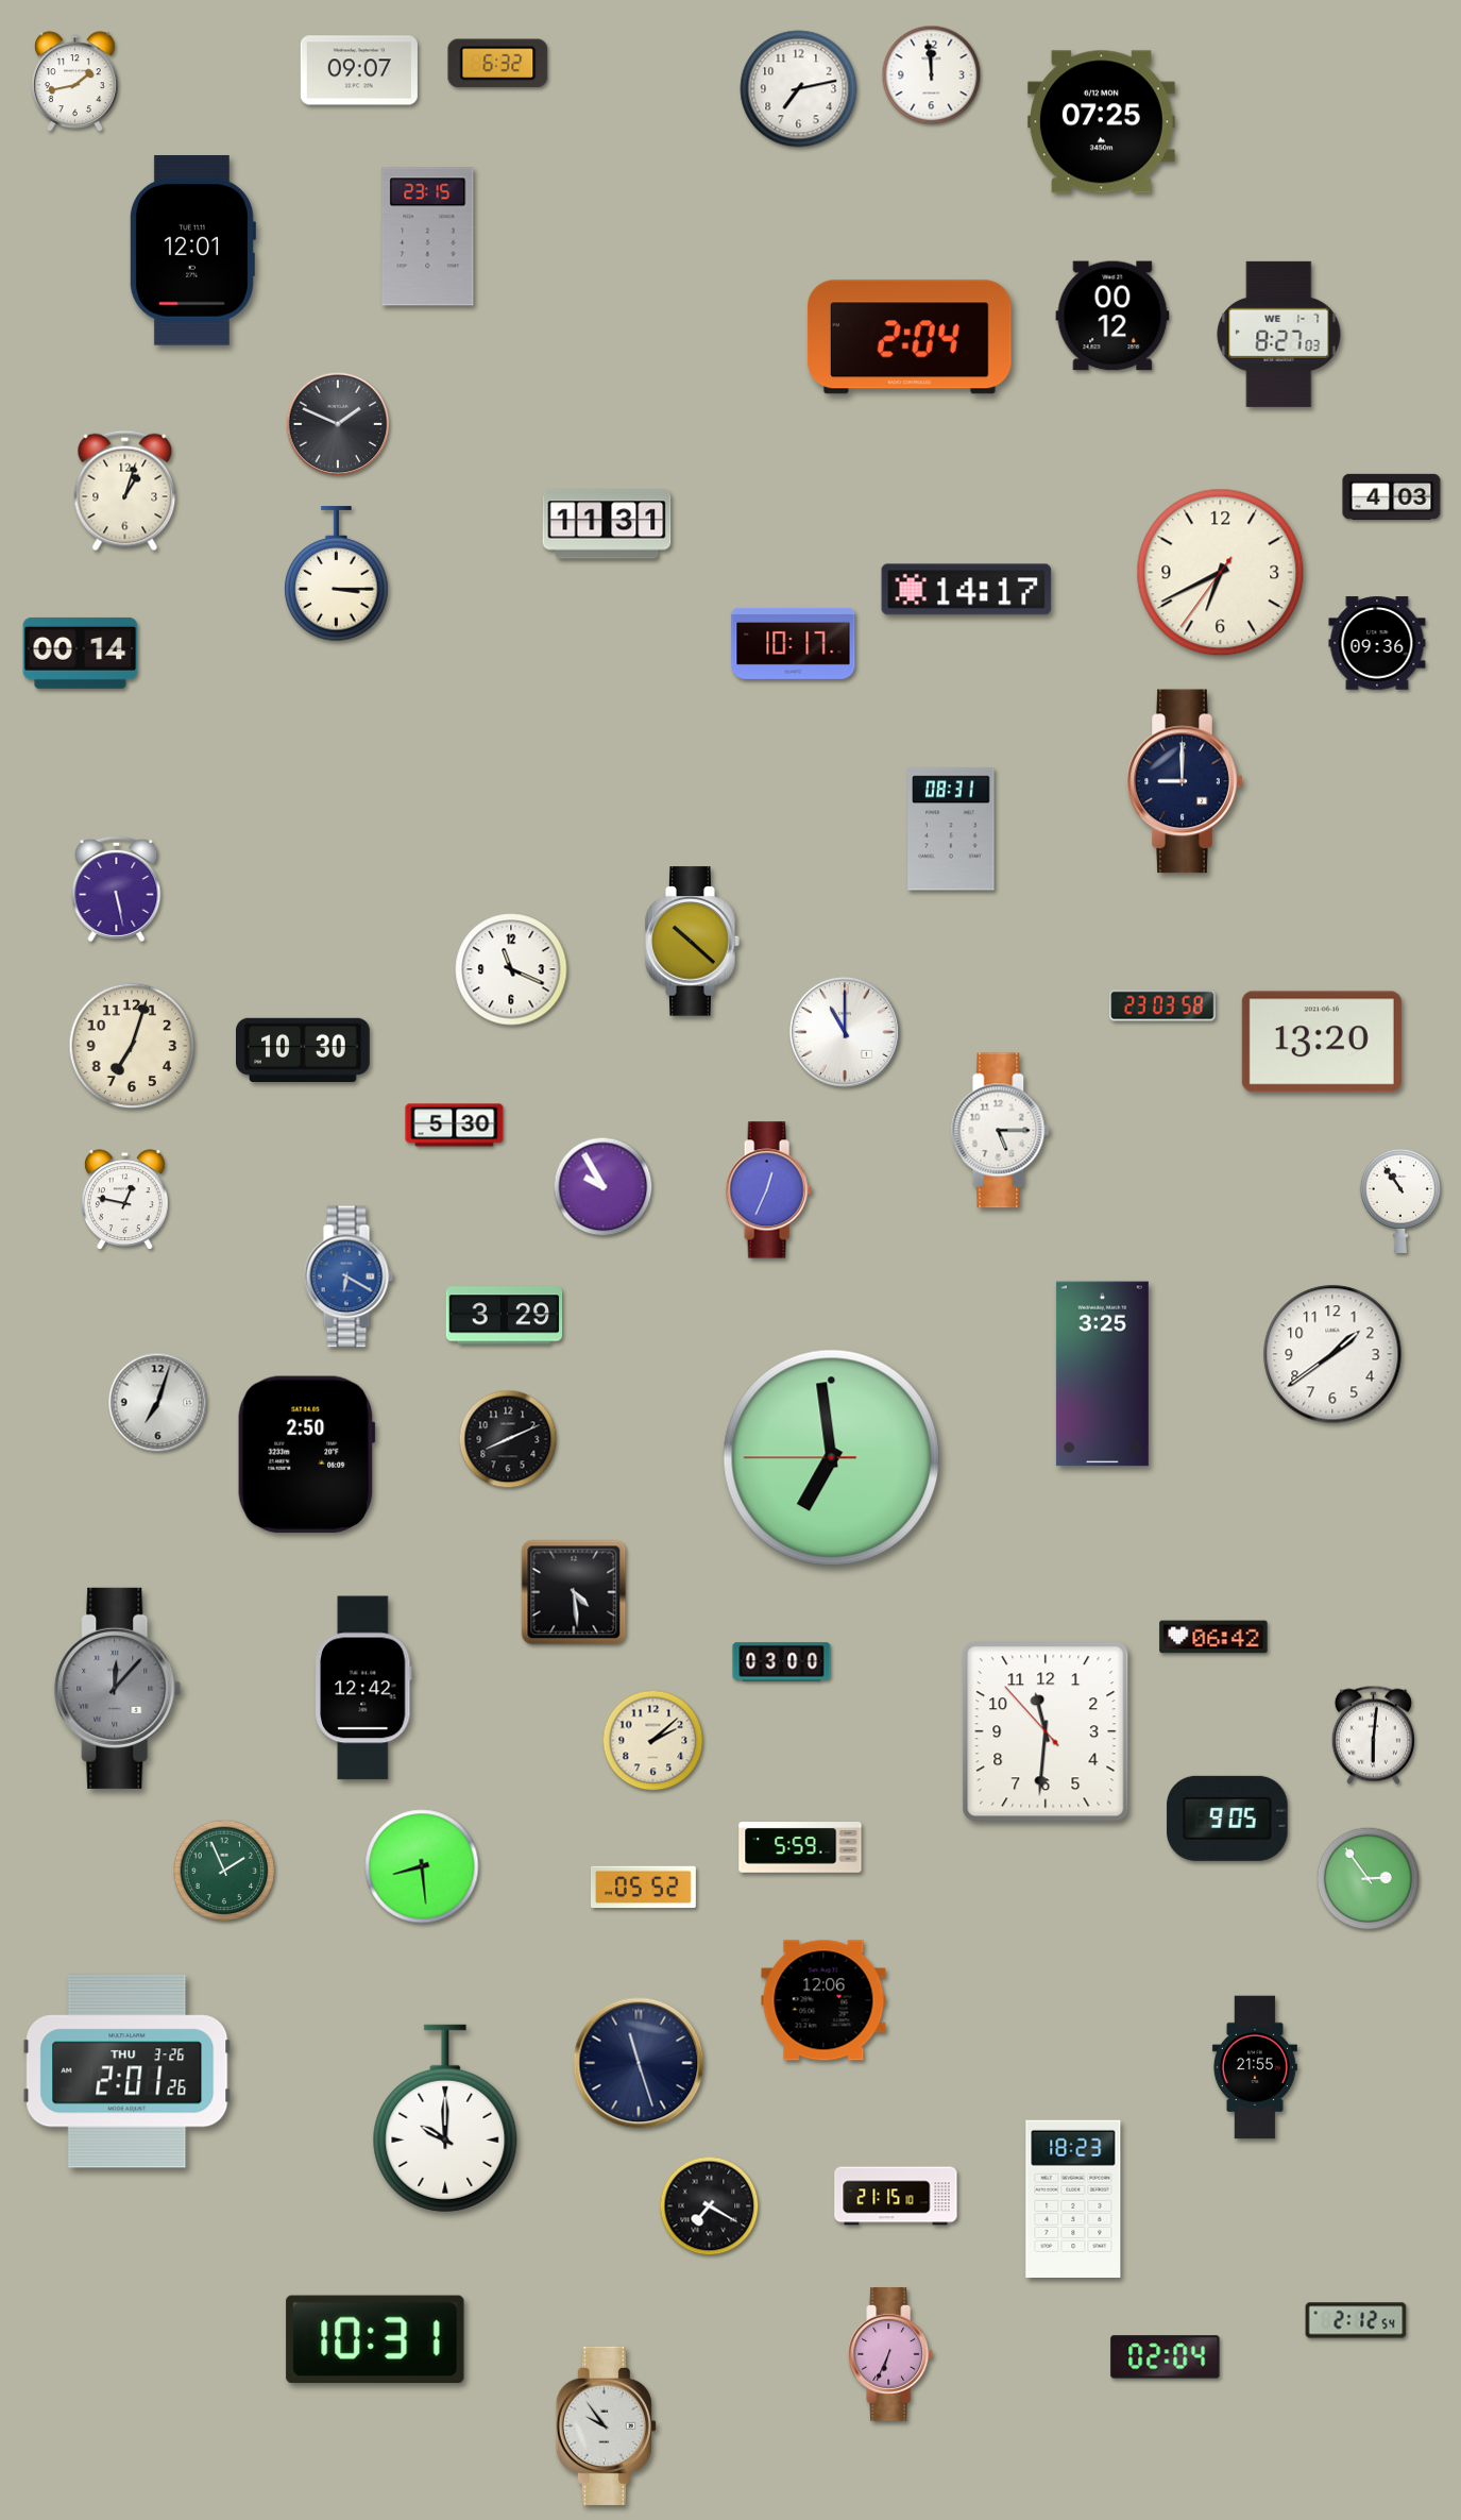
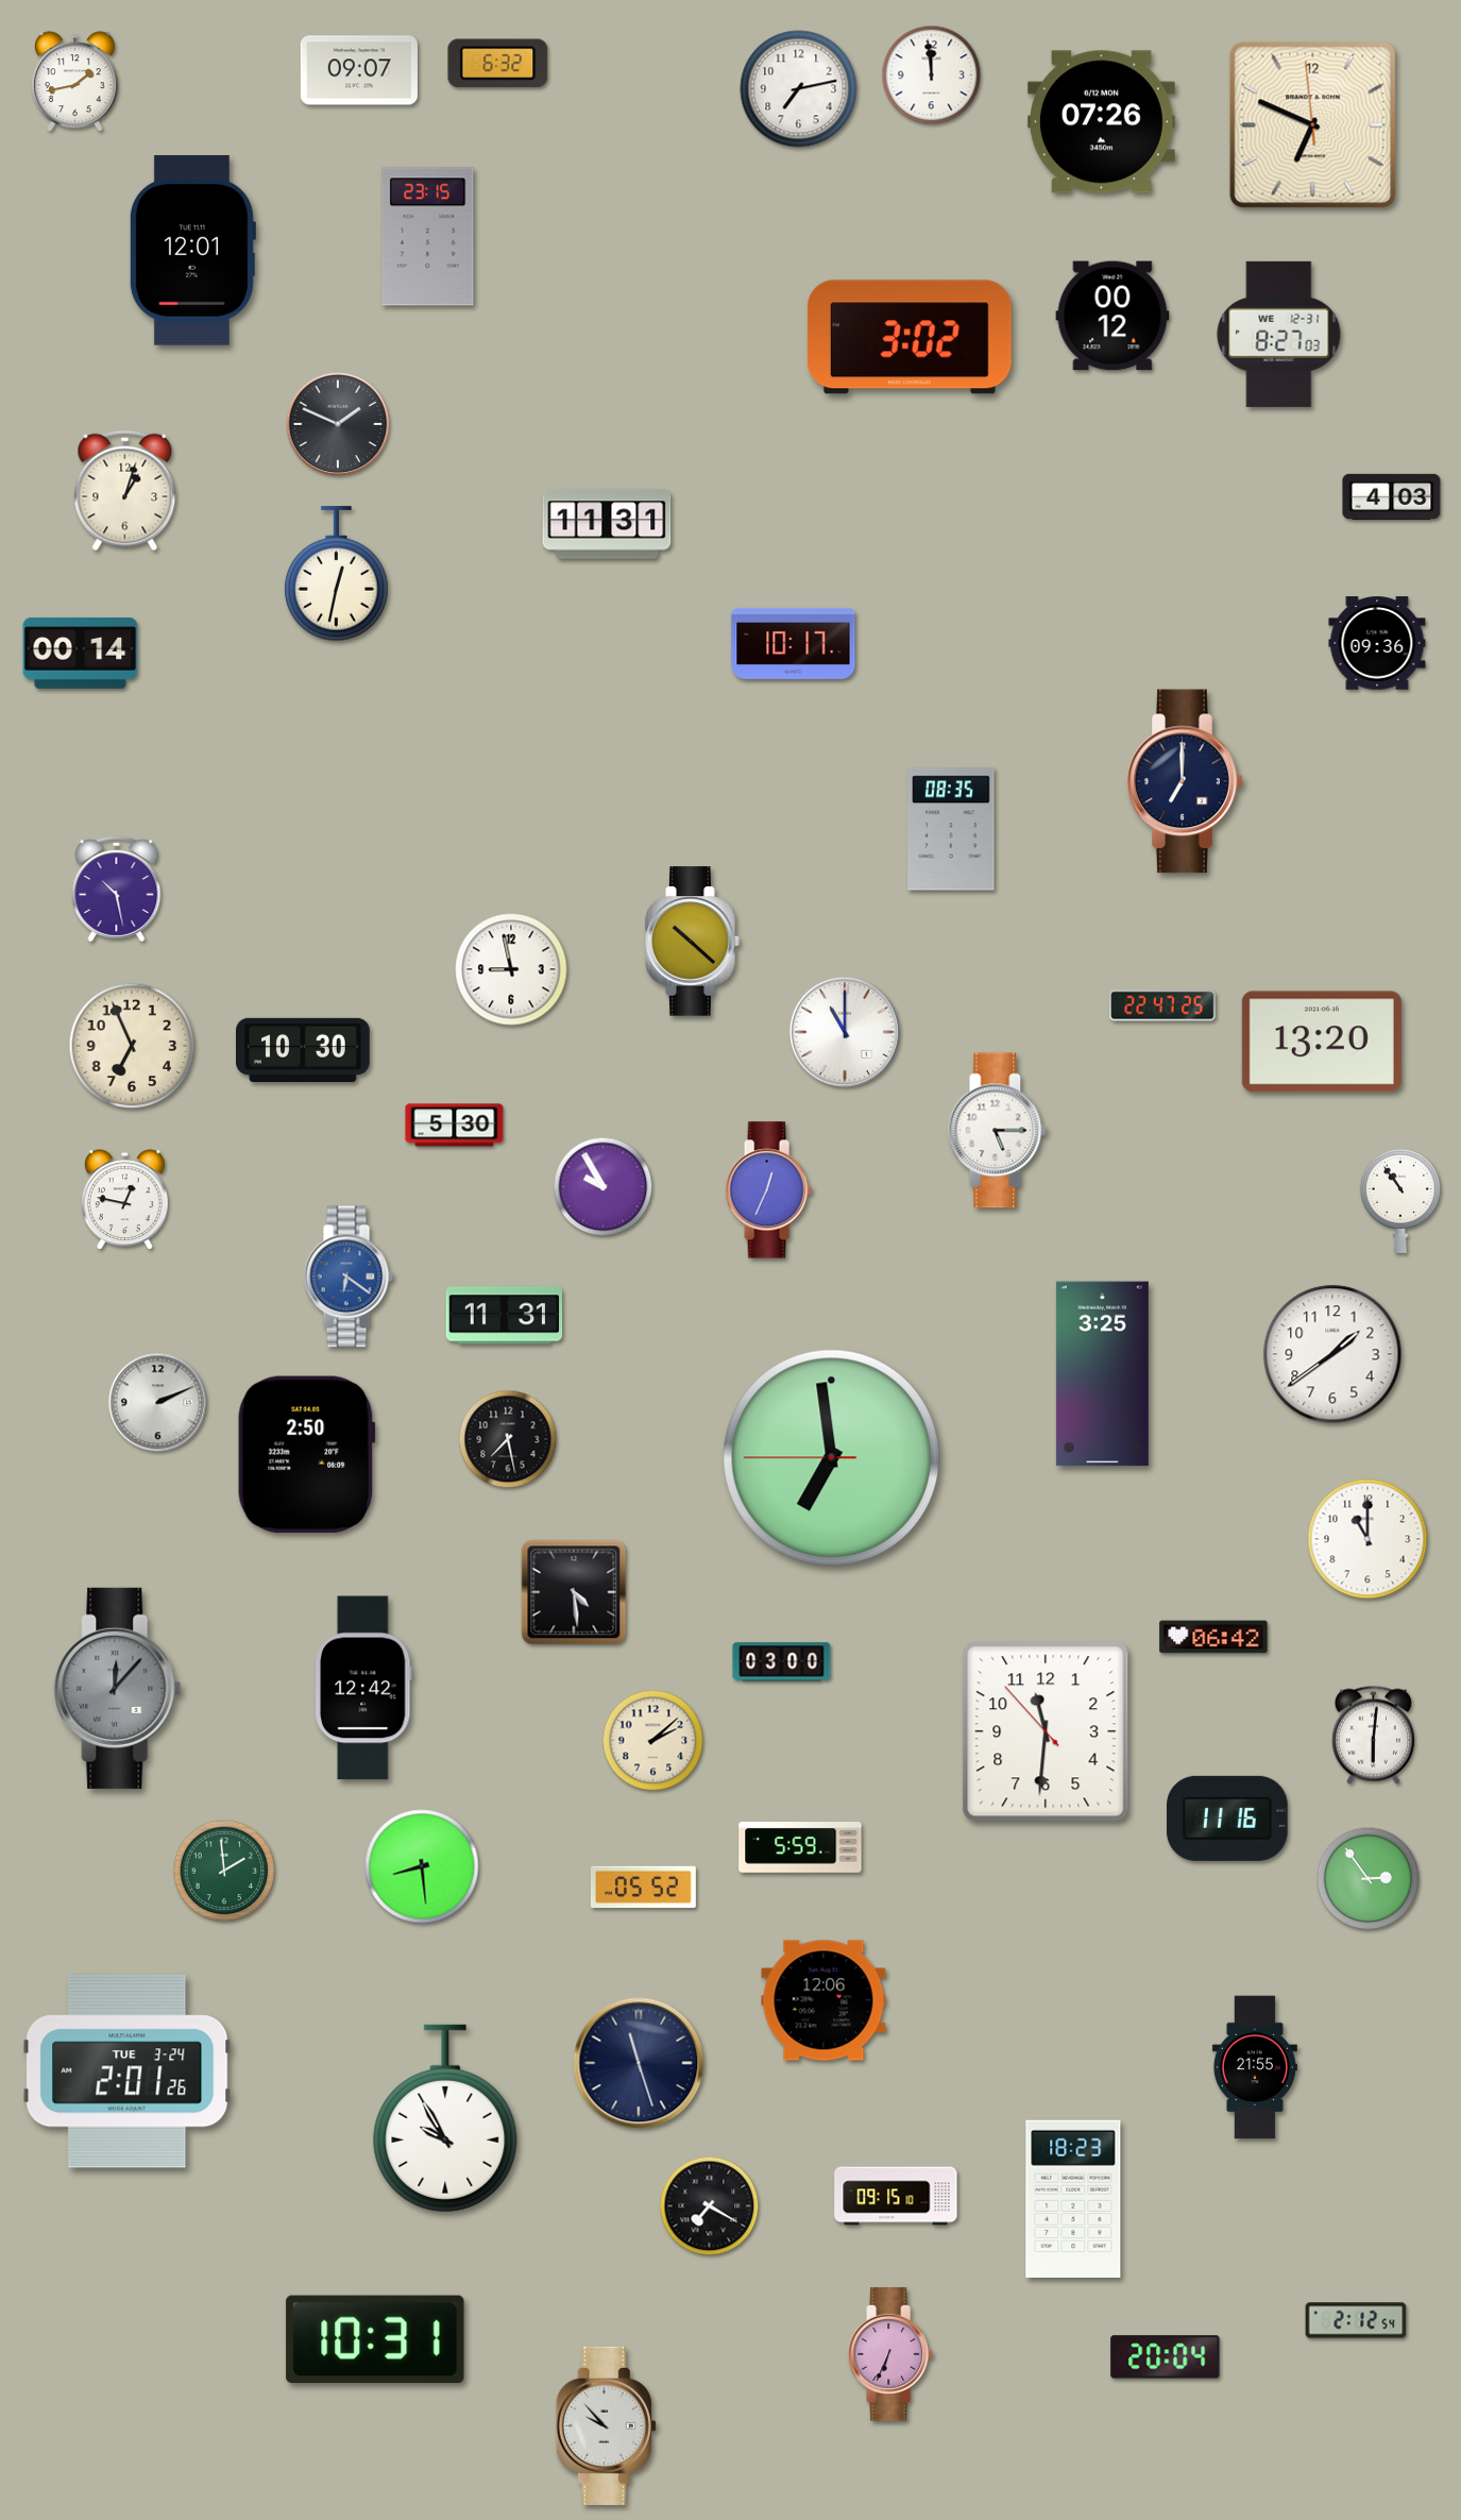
clock at (1101, 122): 07:25 -> 07:26
clock at (1313, 125): none -> 6:48
clock at (1279, 334) date: WE 1-7 -> WE 12-31
clock at (910, 337): 2:04 -> 3:02
clock at (1221, 573): 6:40 -> none
clock at (337, 574): 3:15 -> 12:32
clock at (967, 590): 14:17 -> none
clock at (1185, 781): 9:00 -> 7:00
clock at (951, 829): 08:31 -> 08:35
clock at (117, 889): 5:28 -> 10:28
clock at (511, 969): 11:19 -> 8:58
clock at (1162, 1005): 23:03 -> 22:47
clock at (132, 1046): 7:03 -> 6:56
clock at (1001, 1131) position: (1001, 1131) -> (998, 1131)
clock at (349, 1276): 6:20 -> 6:21
clock at (505, 1316): 3:29 -> 11:31
clock at (158, 1403): 7:03 -> 2:11
clock at (508, 1439): 8:11 -> 7:28
clock at (1367, 1539): none -> 11:00
clock at (1227, 1819): 9:05 -> 11:16
clock at (224, 1871): 1:56 -> 1:59
clock at (128, 2071) date: THU 3-26 -> TUE 3-24
clock at (445, 2118): 10:00 -> 9:55
clock at (896, 2196): 21:15 -> 09:15
clock at (1166, 2357): 02:04 -> 20:04
clock at (606, 2425): 9:54 -> 9:53
